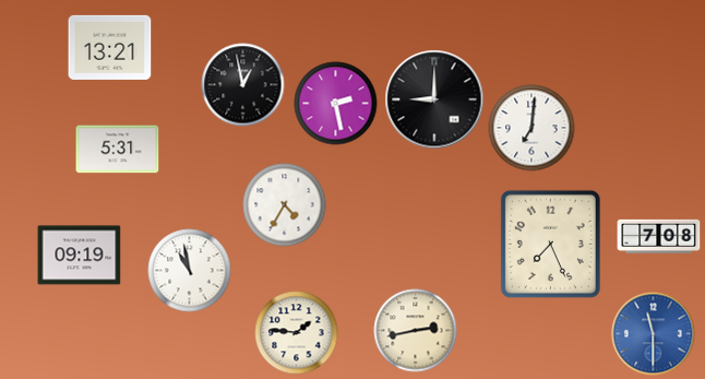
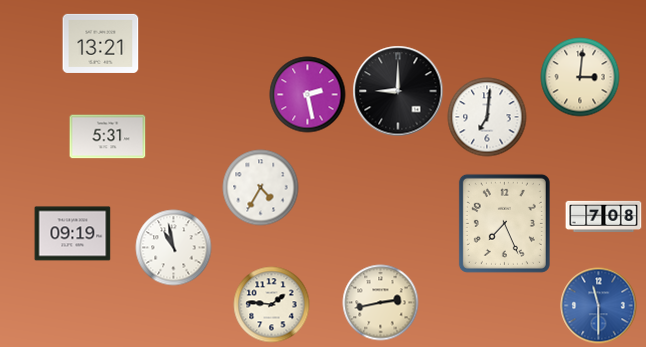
clock at (580, 77): none -> 3:01
clock at (243, 85): 12:58 -> none
